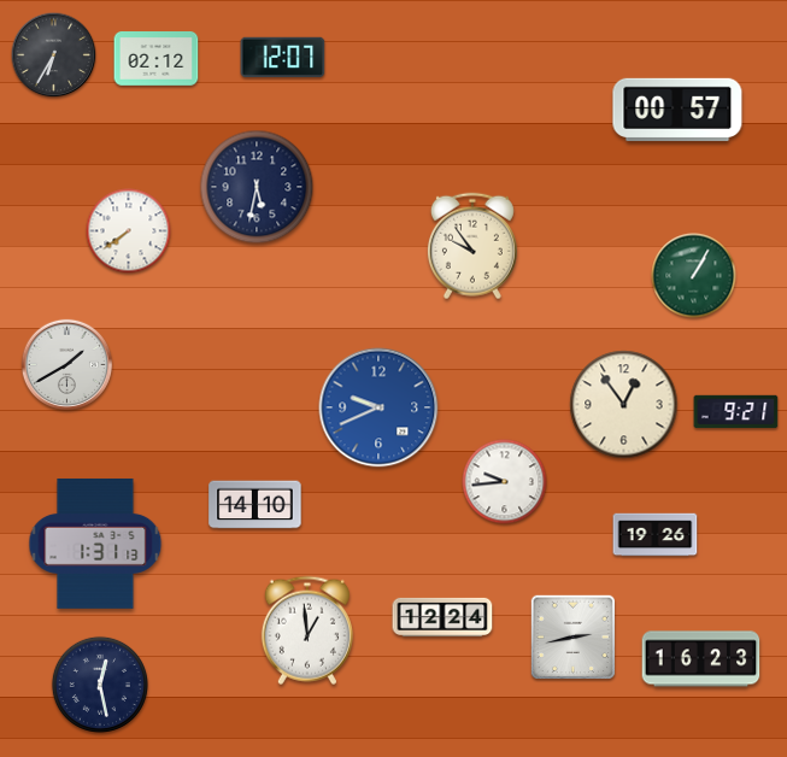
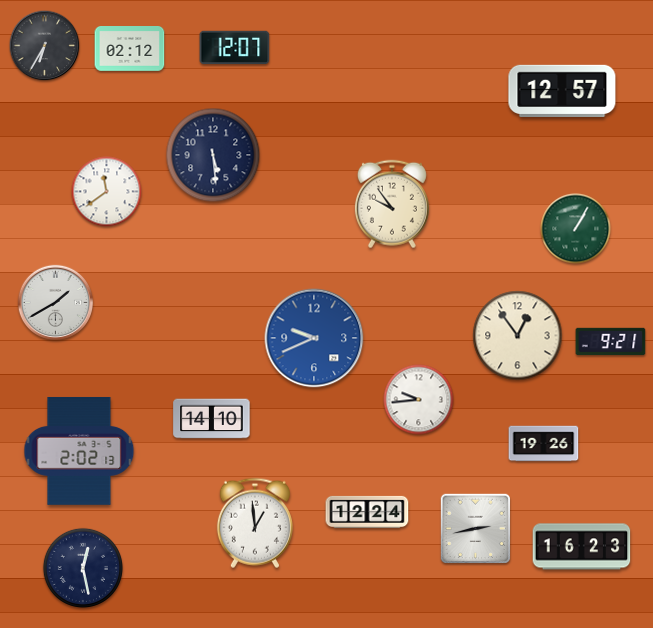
clock at (677, 108): 00:57 -> 12:57
clock at (257, 187): 5:32 -> 5:29
clock at (129, 231): 7:39 -> 11:39
clock at (95, 544): 1:31 -> 2:02
